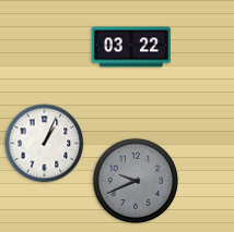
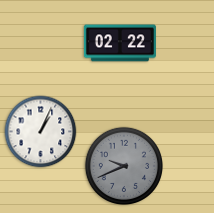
clock at (131, 47): 03:22 -> 02:22
